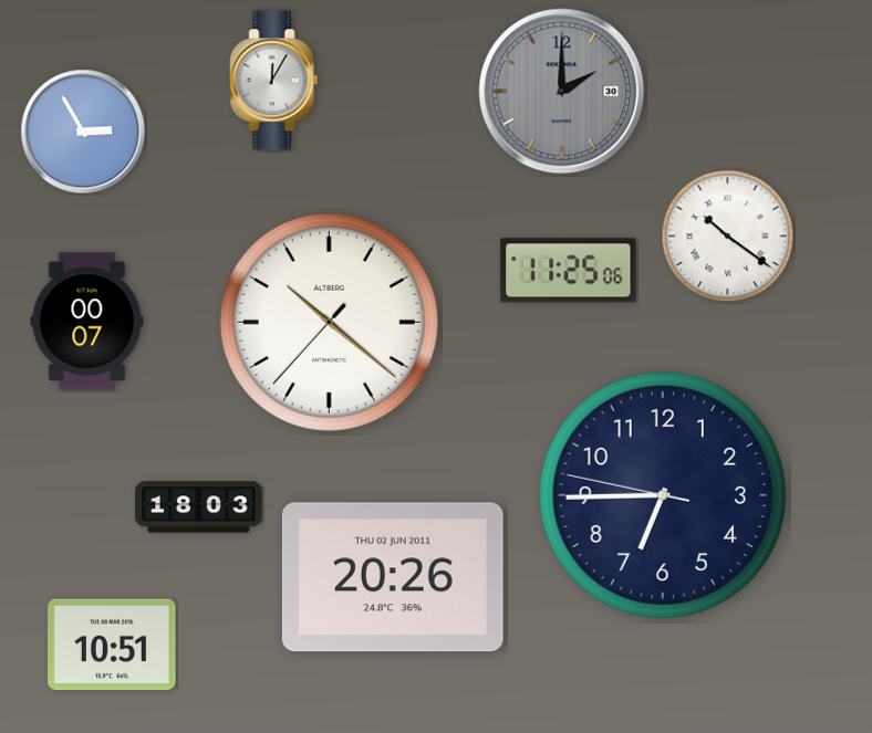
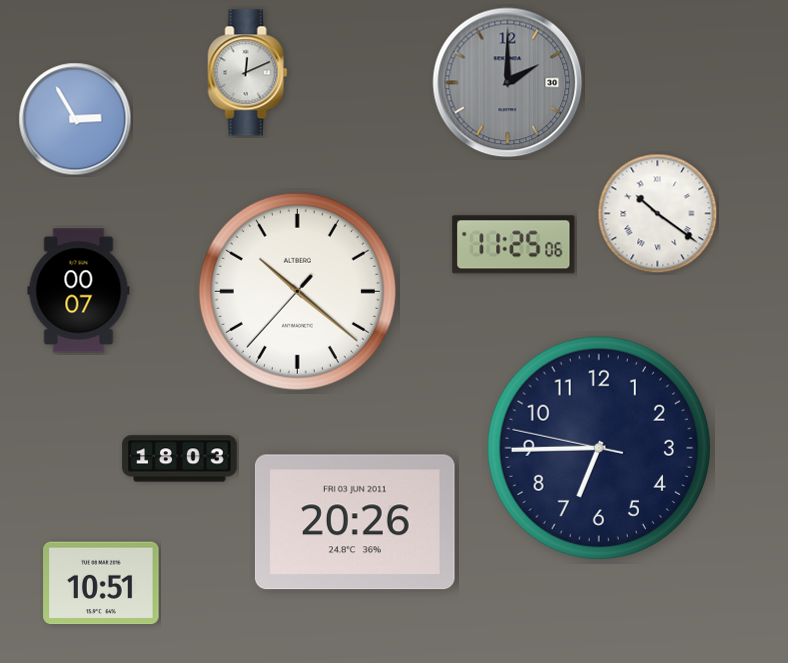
clock at (274, 81): 12:05 -> 12:11
clock at (393, 577) date: THU 02 JUN 2011 -> FRI 03 JUN 2011
